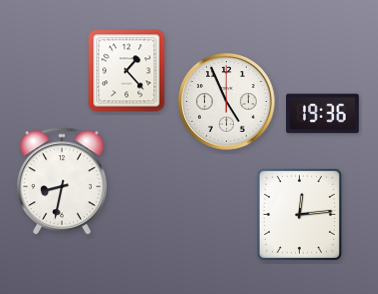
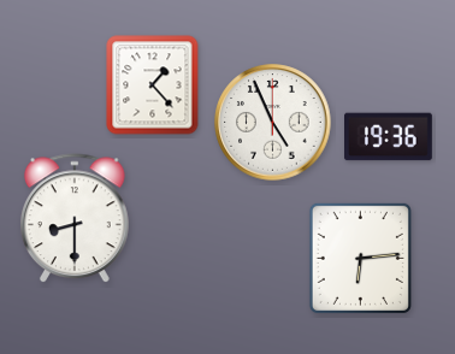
clock at (63, 182): 8:32 -> 8:30
clock at (299, 214): 12:14 -> 6:14
